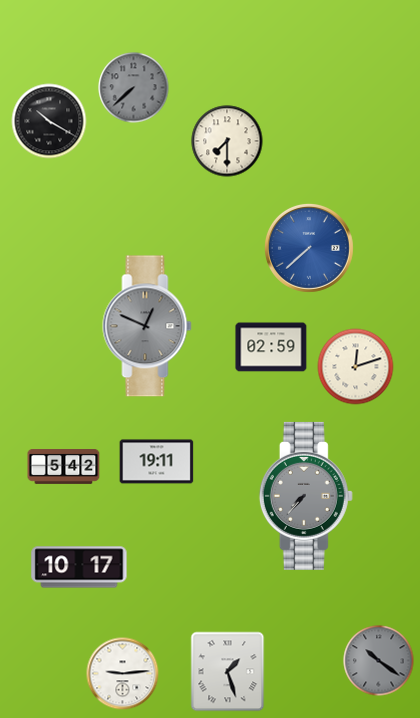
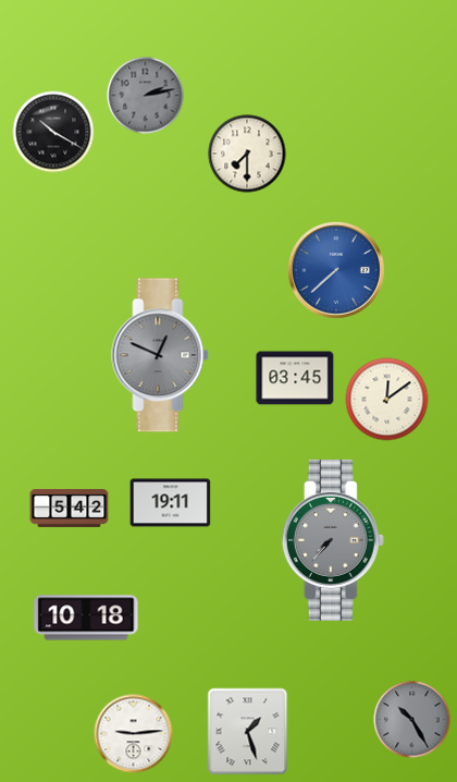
clock at (134, 88): 7:38 -> 2:13
clock at (271, 347): 02:59 -> 03:45
clock at (356, 367): 12:12 -> 12:09
clock at (79, 567): 10:17 -> 10:18
clock at (379, 661): 10:21 -> 10:25
